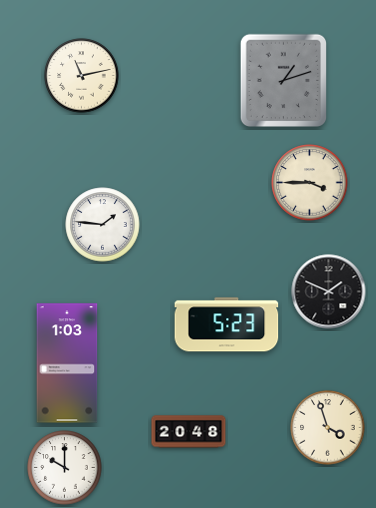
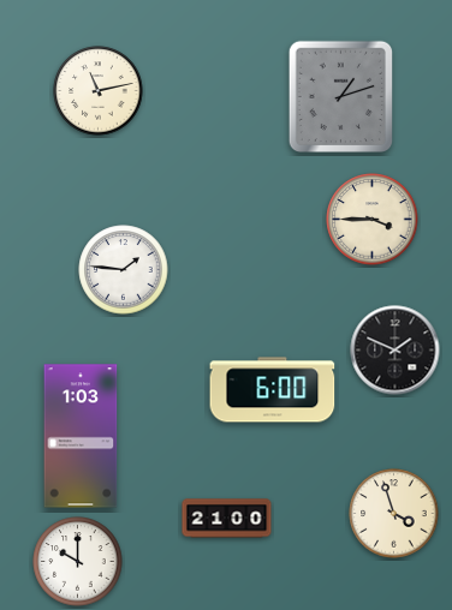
clock at (227, 325): 5:23 -> 6:00
clock at (189, 432): 20:48 -> 21:00
